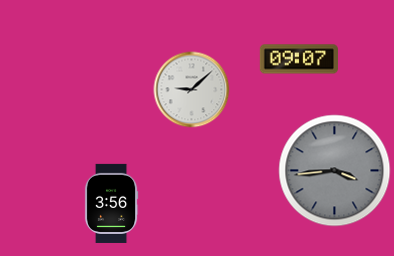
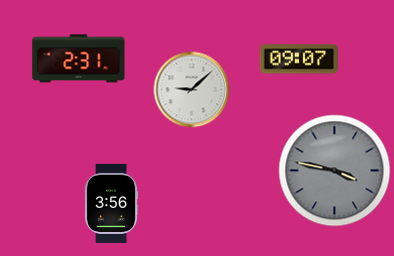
clock at (79, 59): none -> 2:31
clock at (335, 171): 3:44 -> 3:47
